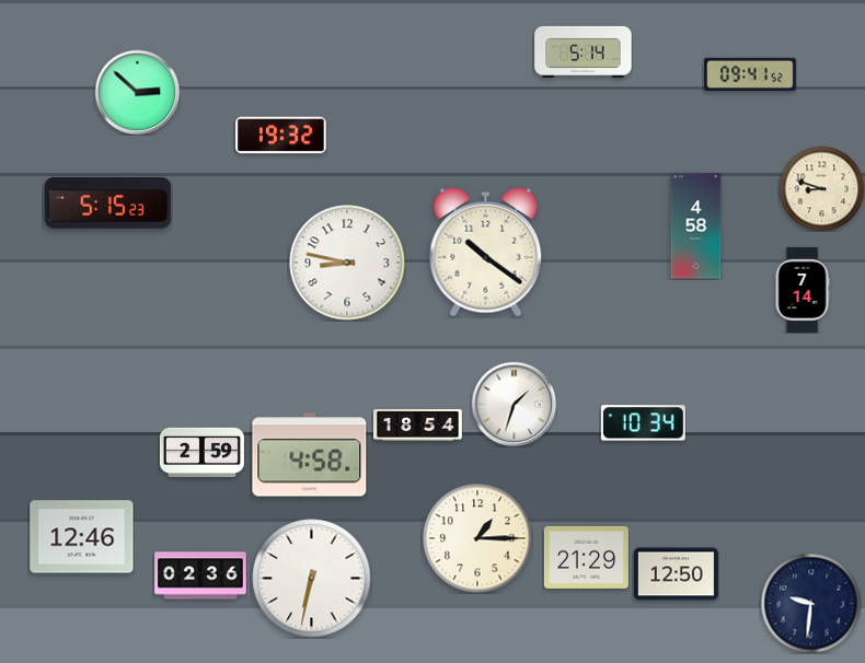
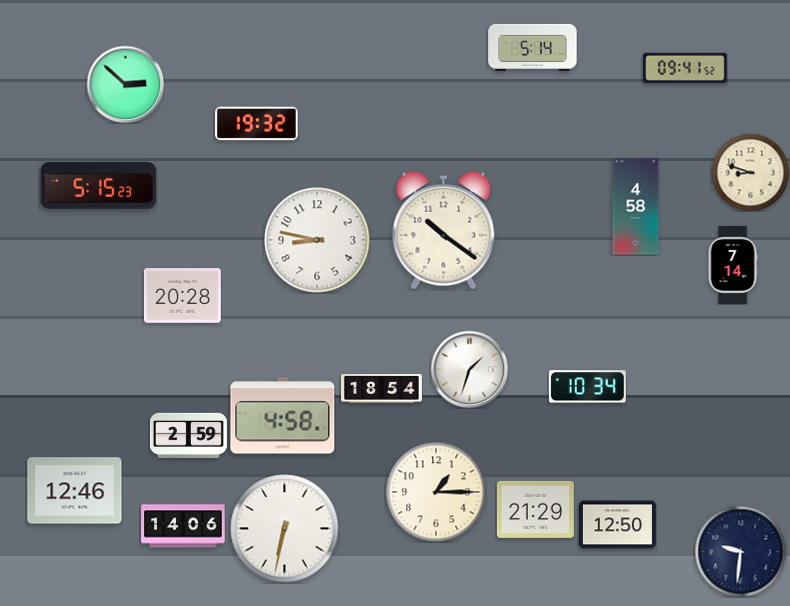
clock at (182, 296): none -> 20:28
clock at (201, 452) position: (201, 452) -> (188, 435)
clock at (200, 575): 02:36 -> 14:06
